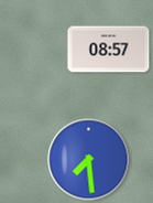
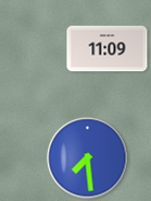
clock at (109, 50): 08:57 -> 11:09
